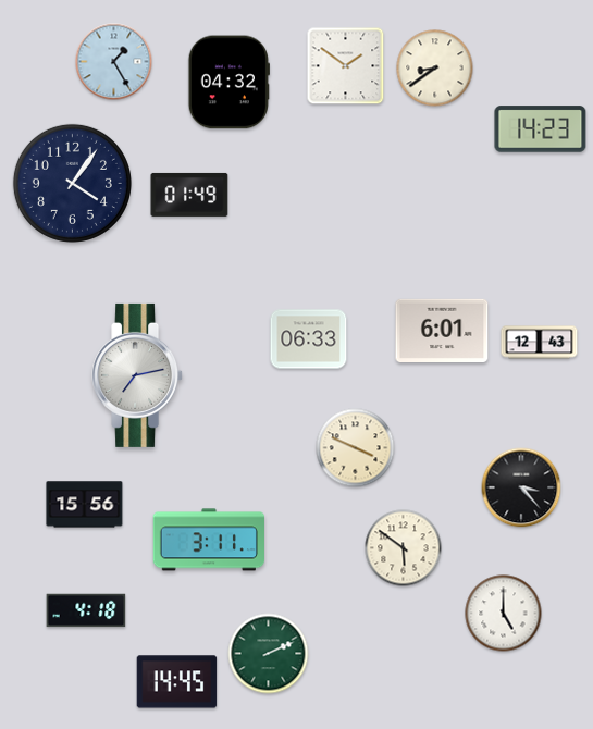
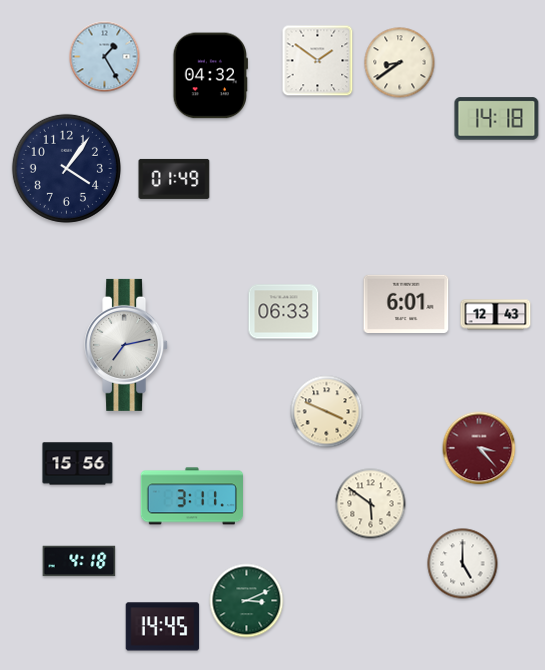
clock at (541, 129): 14:23 -> 14:18
clock at (521, 487) dial: black -> burgundy
clock at (269, 654): 2:11 -> 3:11
